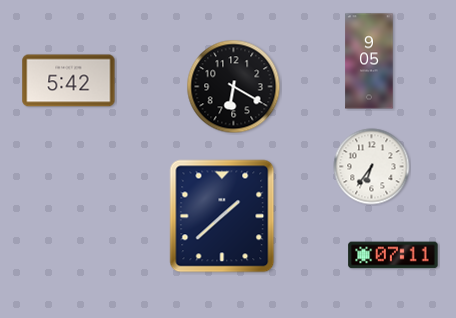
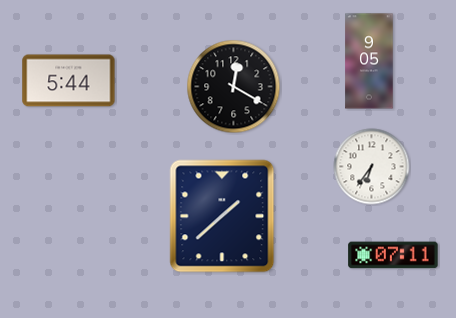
clock at (69, 81): 5:42 -> 5:44
clock at (234, 87): 6:20 -> 12:20
